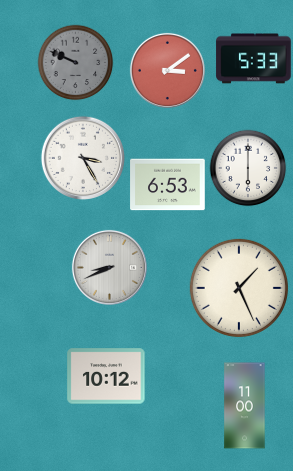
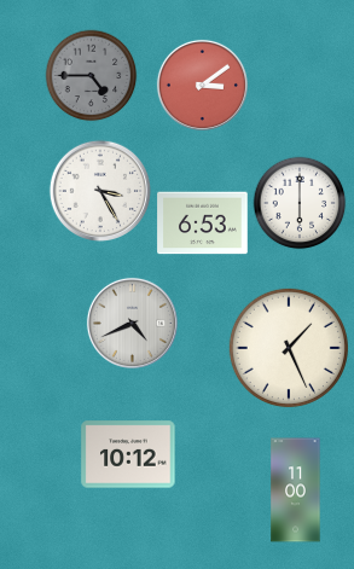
clock at (254, 59): 5:33 -> none
clock at (76, 63): 9:49 -> 4:45
clock at (109, 267): 8:41 -> 4:41
